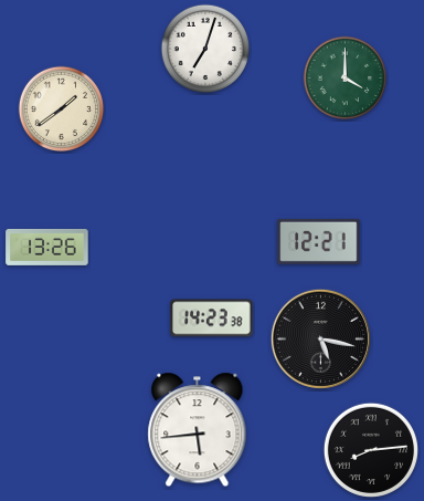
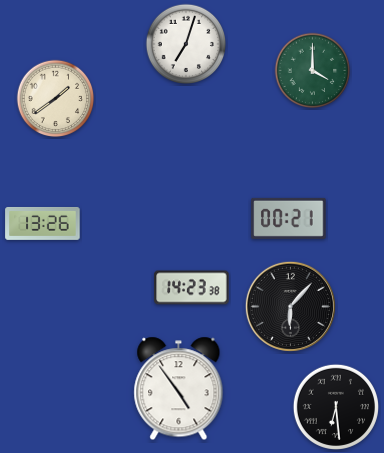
clock at (319, 241): 12:21 -> 00:21
clock at (320, 338): 5:17 -> 6:07
clock at (198, 430): 5:44 -> 4:54
clock at (370, 449): 8:14 -> 6:29
